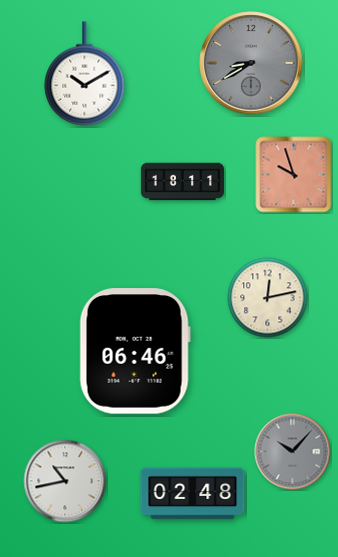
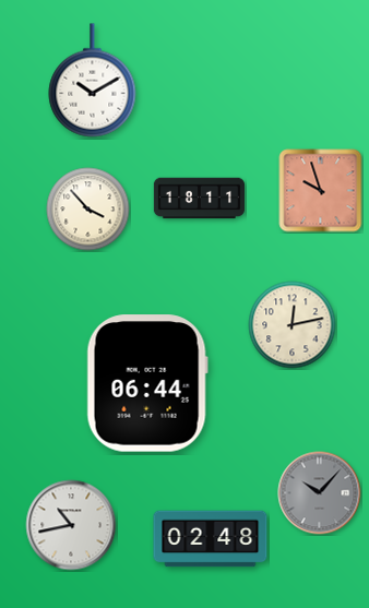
clock at (251, 63): 8:40 -> none
clock at (88, 210): none -> 3:53
clock at (135, 351): 06:46 -> 06:44
